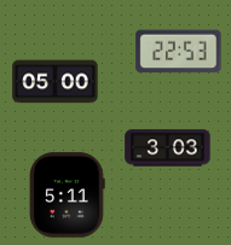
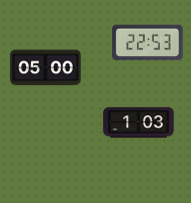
clock at (168, 148): 3:03 -> 1:03
clock at (68, 196): 5:11 -> none
